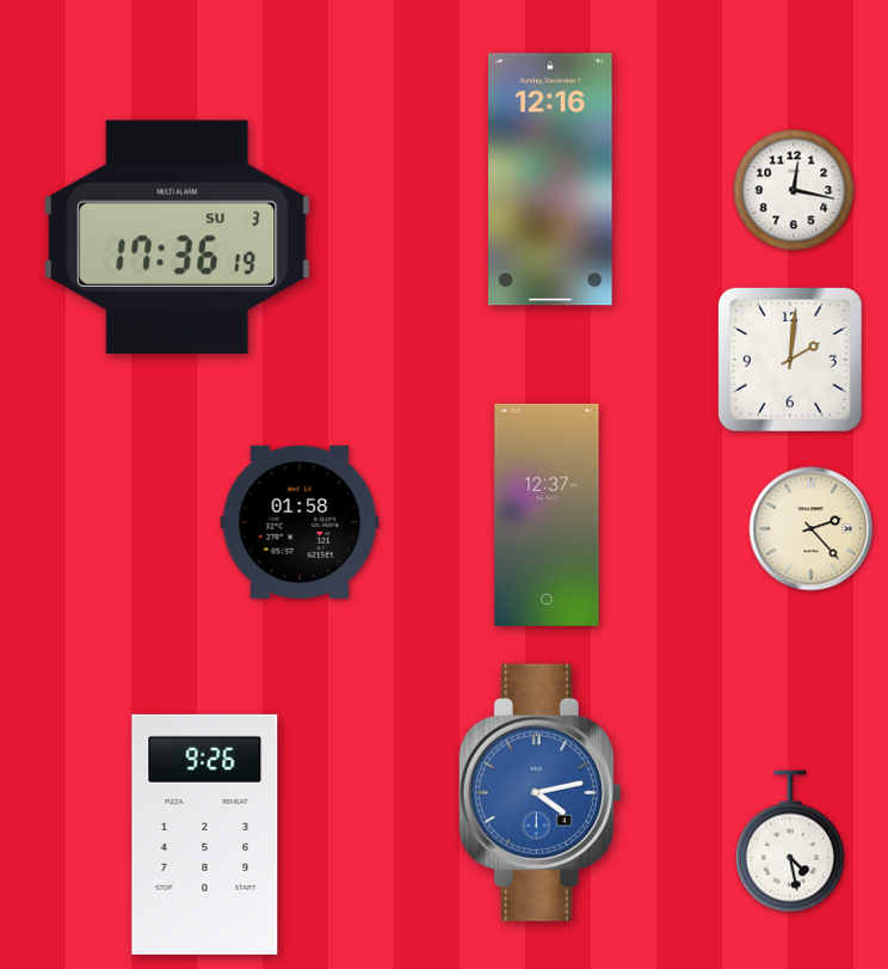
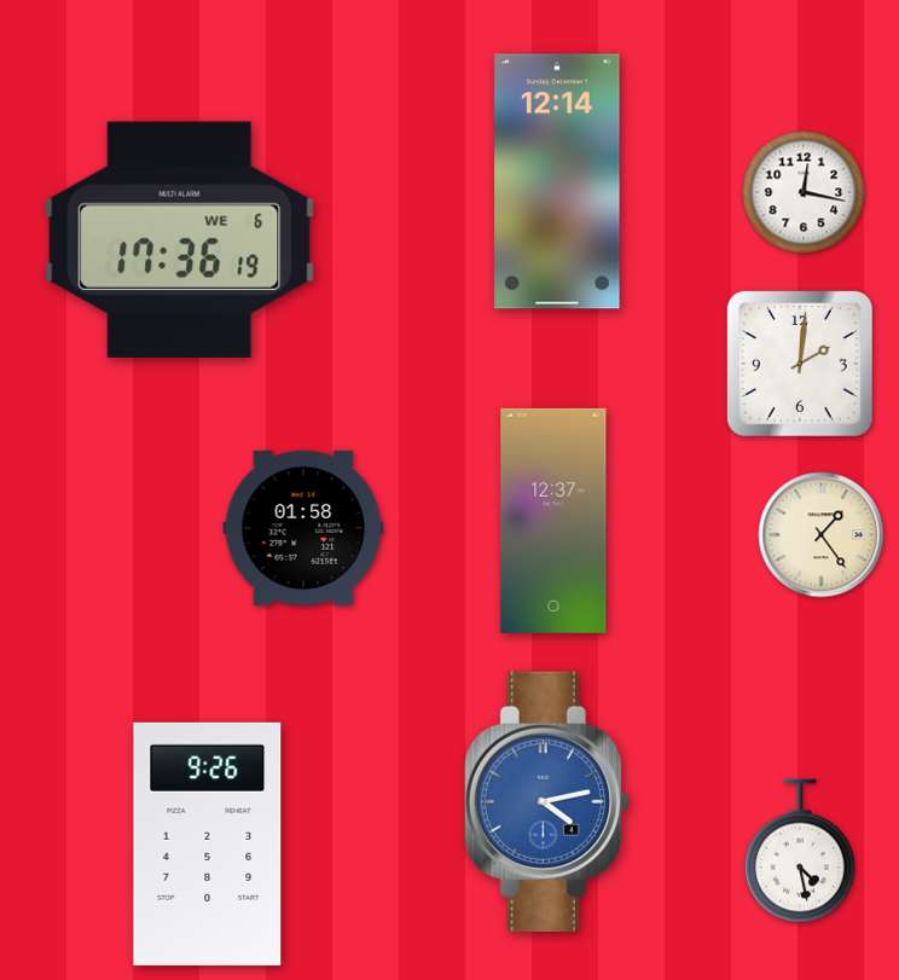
clock at (550, 179): 12:16 -> 12:14
clock at (178, 237) date: SU 3 -> WE 6
clock at (812, 529): 2:23 -> 1:24
